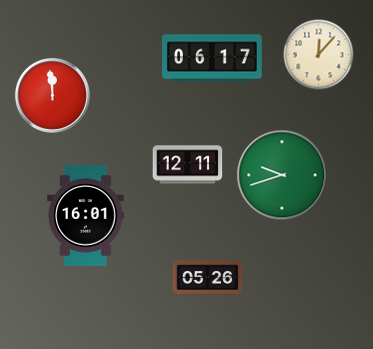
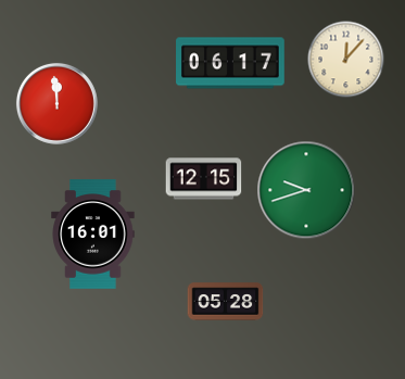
clock at (188, 165): 12:11 -> 12:15
clock at (208, 278): 05:26 -> 05:28
